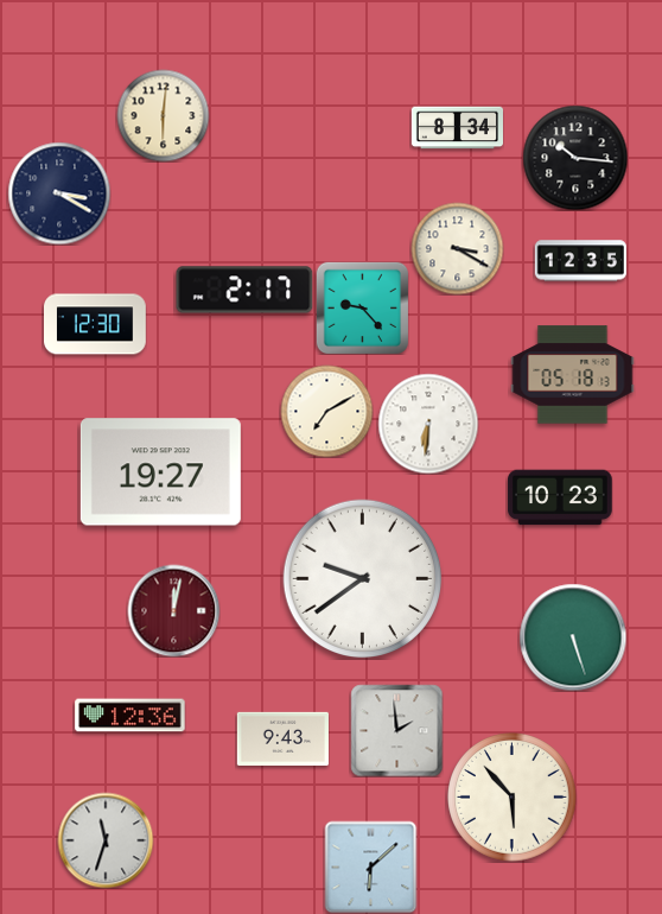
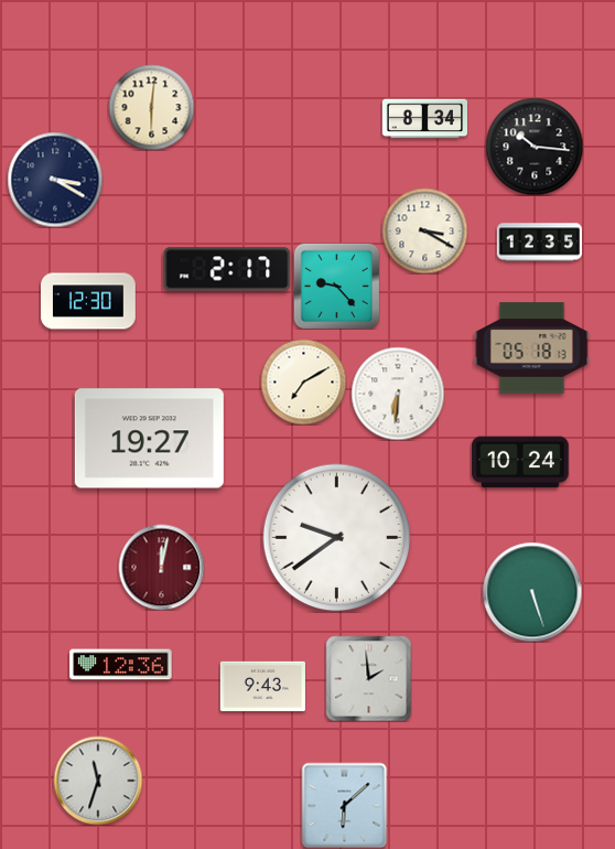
clock at (560, 497): 10:23 -> 10:24
clock at (513, 798): 5:53 -> none
